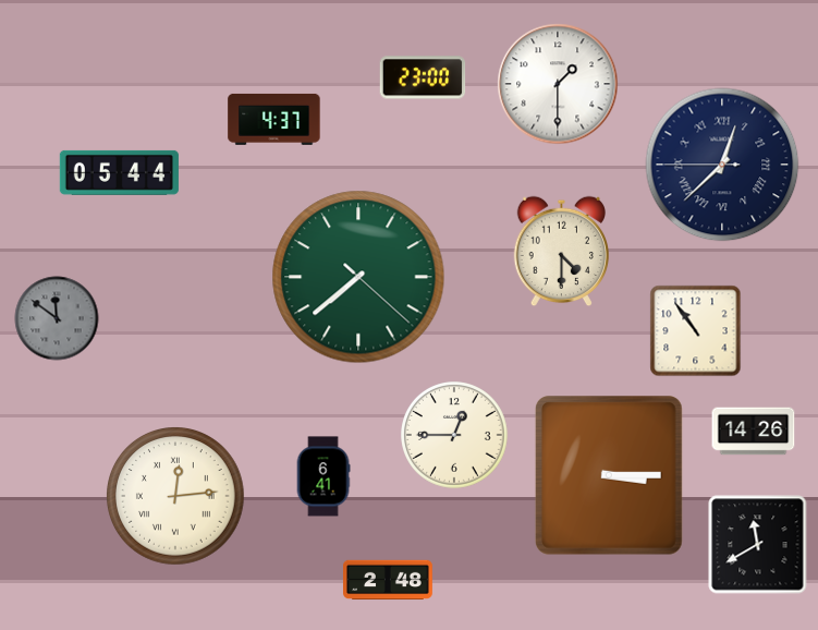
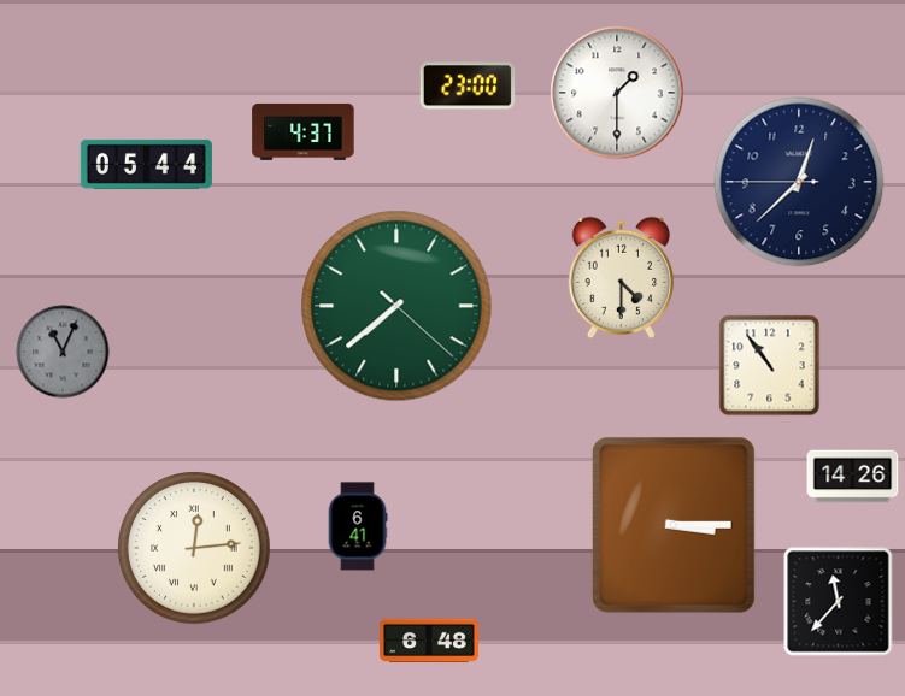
clock at (722, 165) numerals: Roman -> Arabic
clock at (119, 172) position: (119, 172) -> (146, 164)
clock at (57, 318): 11:51 -> 11:04
clock at (754, 432) position: (754, 432) -> (853, 477)
clock at (455, 436): 12:45 -> none
clock at (758, 545): 11:40 -> 11:37
clock at (389, 580): 2:48 -> 6:48
